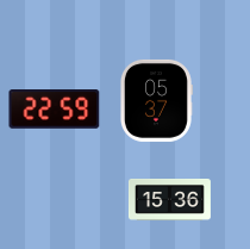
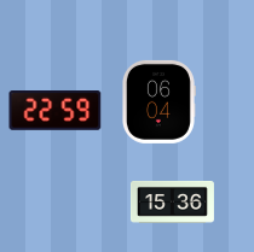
clock at (156, 100): 05:37 -> 06:04
